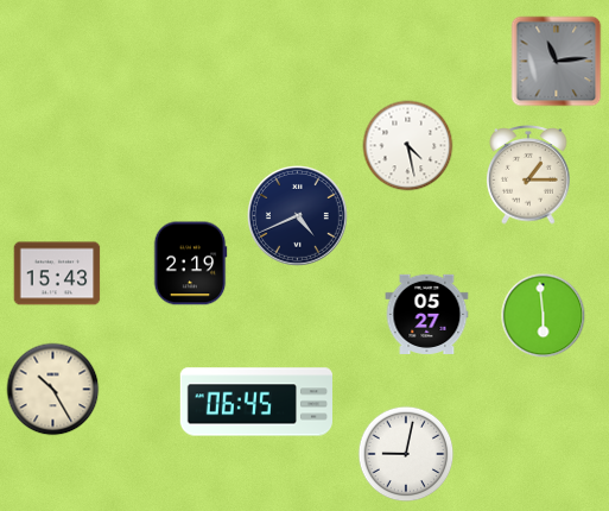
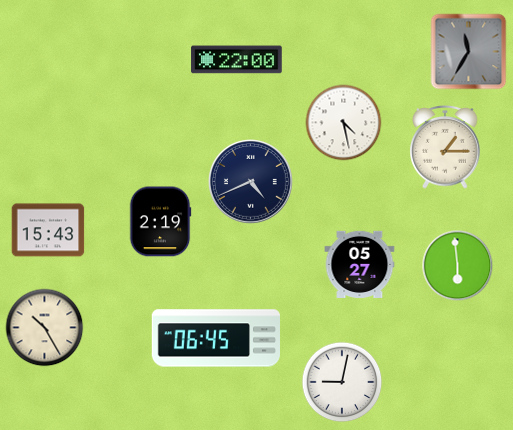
clock at (557, 62): 11:14 -> 11:35
clock at (237, 60): none -> 22:00
